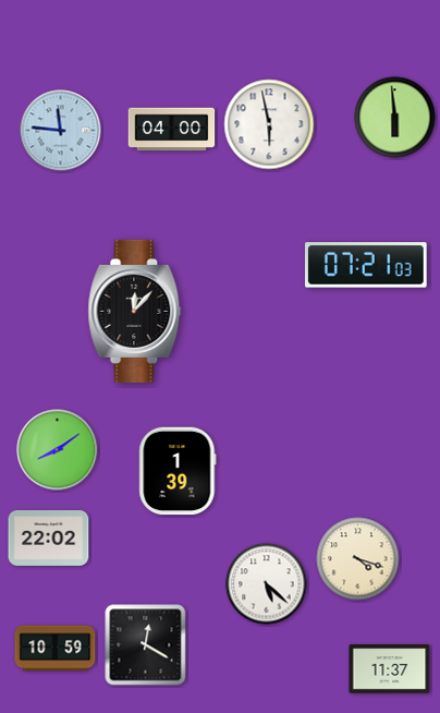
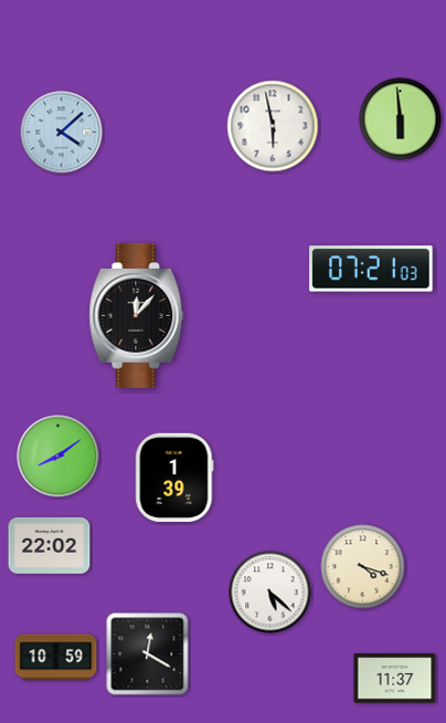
clock at (172, 130): 04:00 -> none
clock at (61, 131): 11:46 -> 4:08
clock at (178, 471) position: (178, 471) -> (174, 478)
